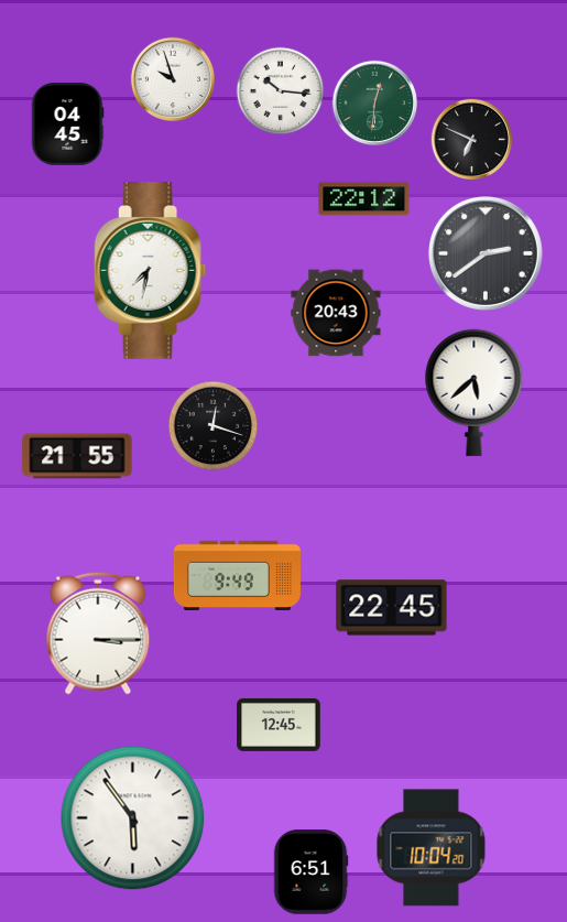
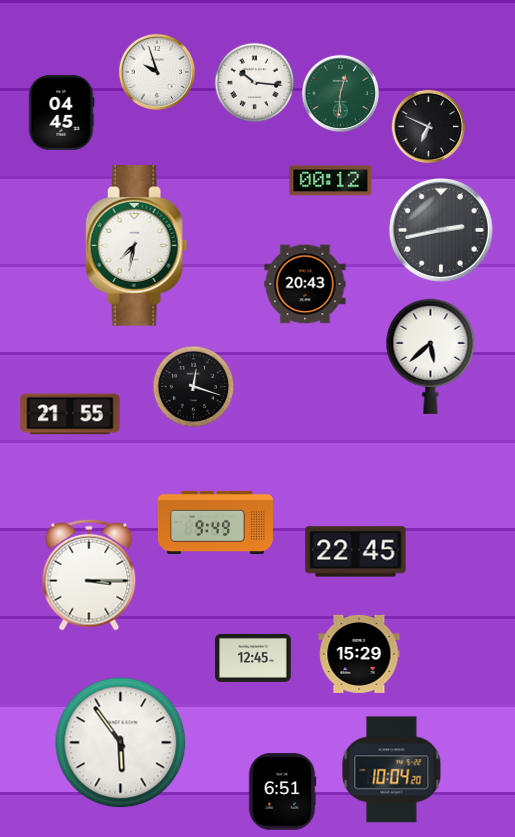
clock at (364, 199): 22:12 -> 00:12
clock at (486, 253): 2:39 -> 2:43
clock at (359, 654): none -> 15:29
